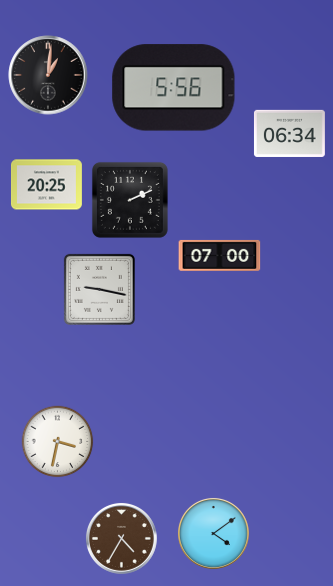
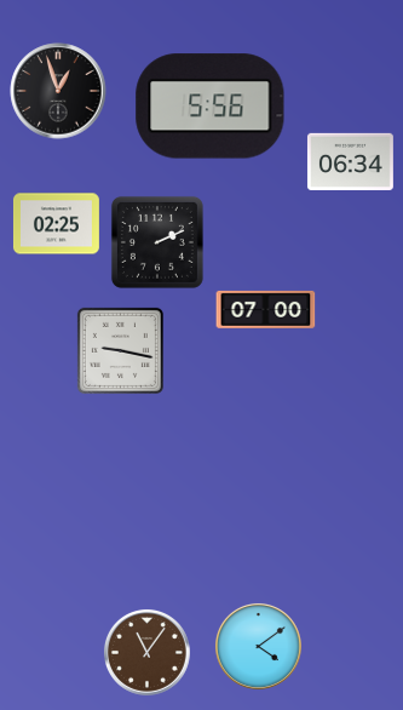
clock at (48, 75): 1:01 -> 12:57
clock at (46, 185): 20:25 -> 02:25
clock at (58, 442): 3:32 -> none
clock at (121, 538): 4:35 -> 11:06
